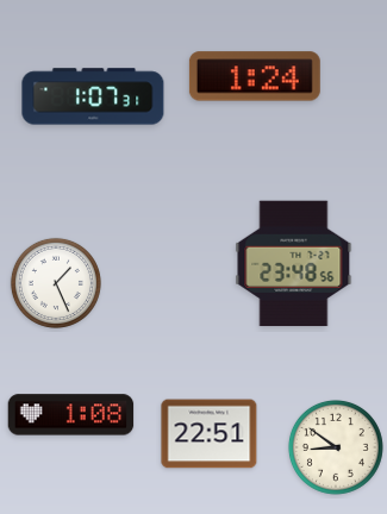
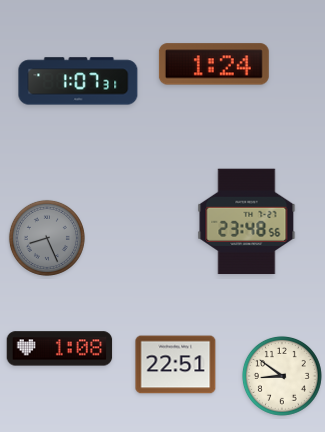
clock at (56, 283): 1:26 -> 8:26
clock at (56, 283) dial: white -> grey
